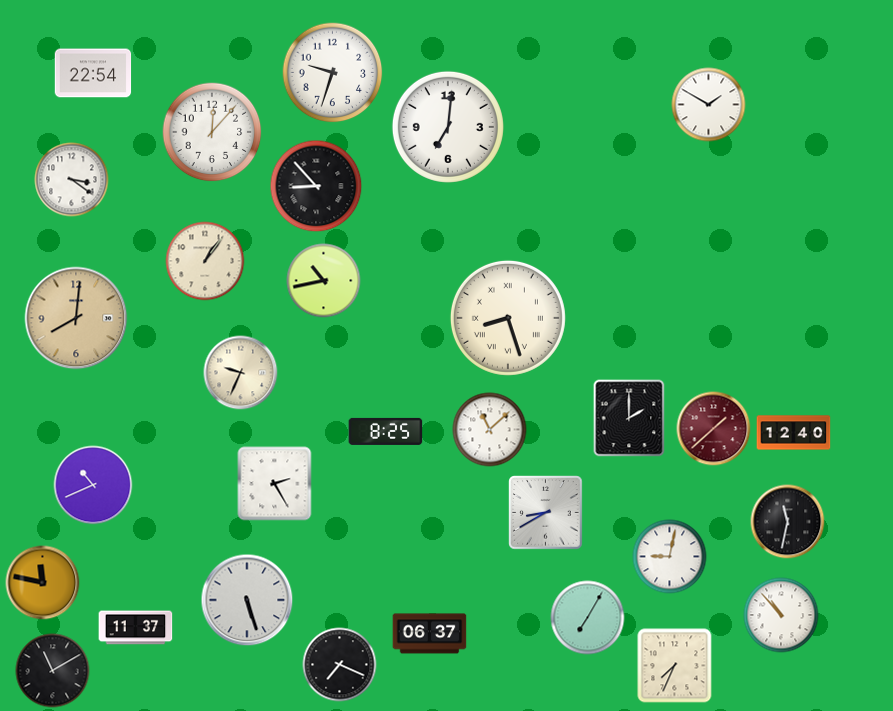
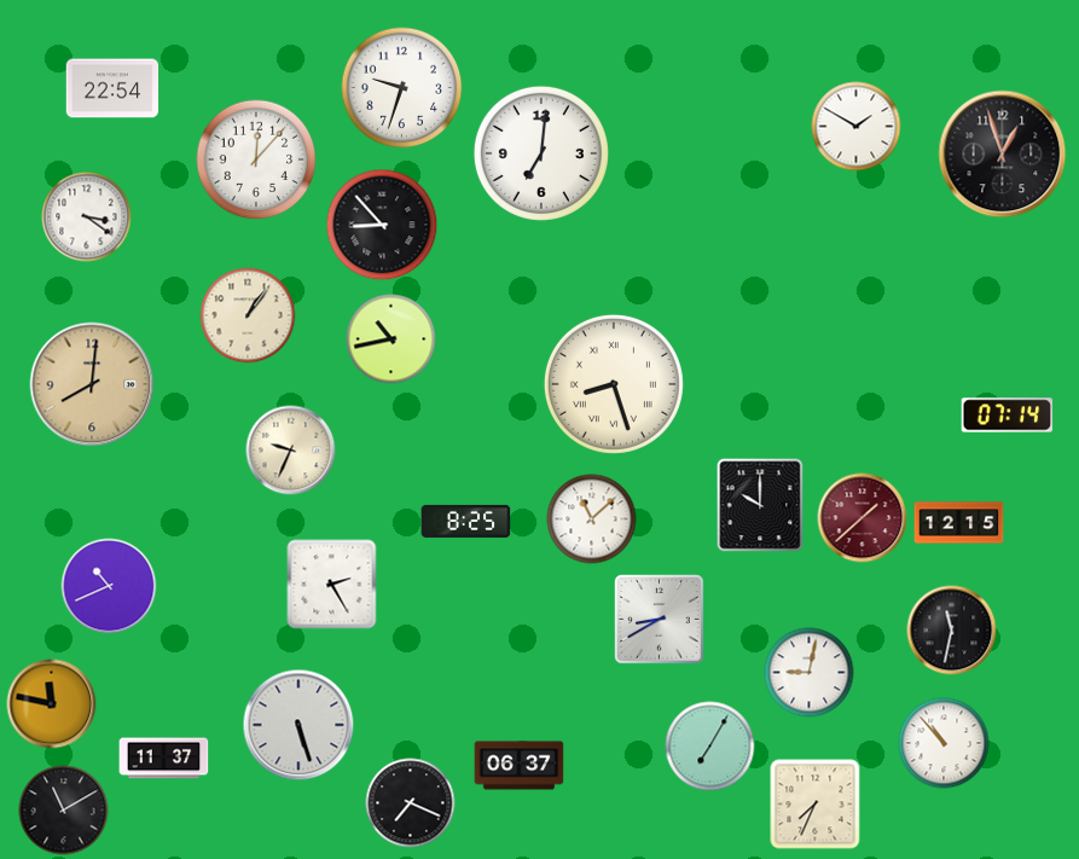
clock at (1003, 155): none -> 12:57
clock at (1008, 416): none -> 07:14
clock at (629, 418): 2:00 -> 10:00
clock at (794, 433): 12:40 -> 12:15
clock at (93, 485) position: (93, 485) -> (109, 586)
